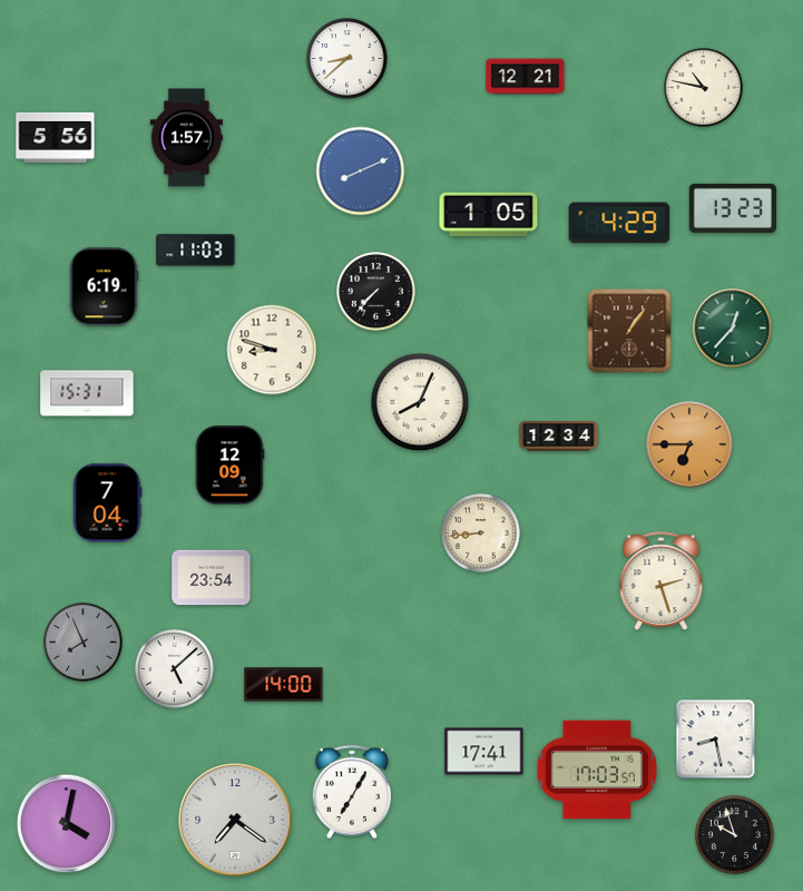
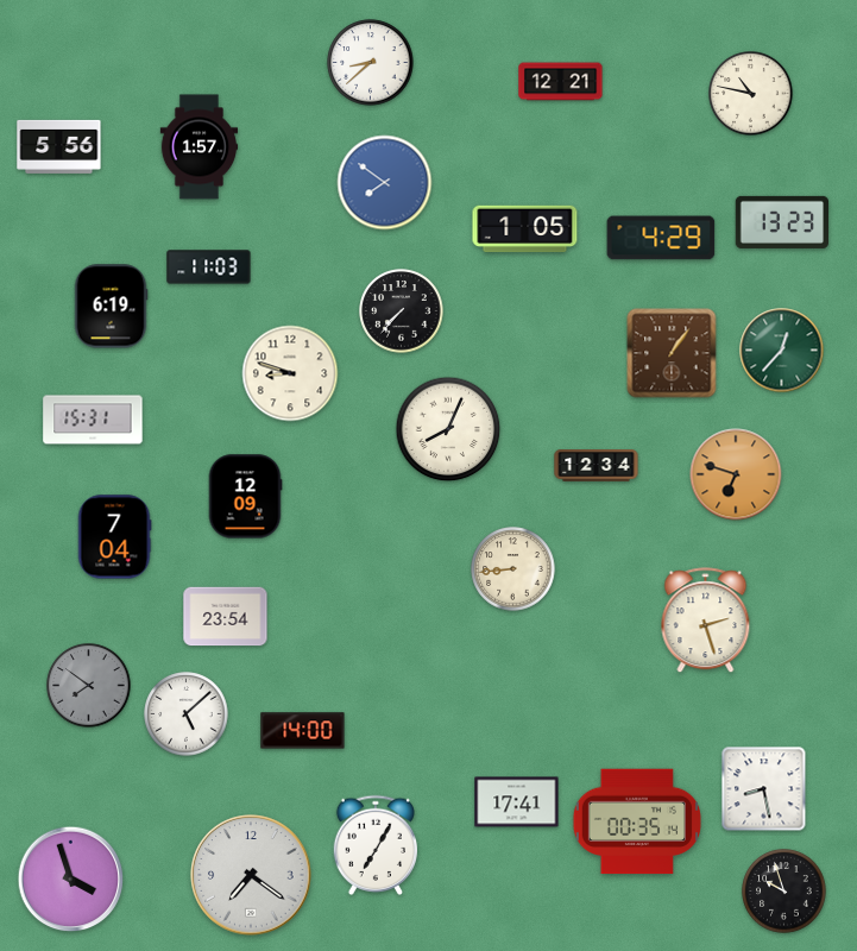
clock at (361, 172): 8:11 -> 7:51
clock at (489, 215) position: (489, 215) -> (525, 229)
clock at (689, 444): 6:45 -> 6:48
clock at (84, 643): 7:56 -> 7:51
clock at (597, 770): 17:03 -> 00:35
clock at (67, 824): 4:02 -> 3:57
